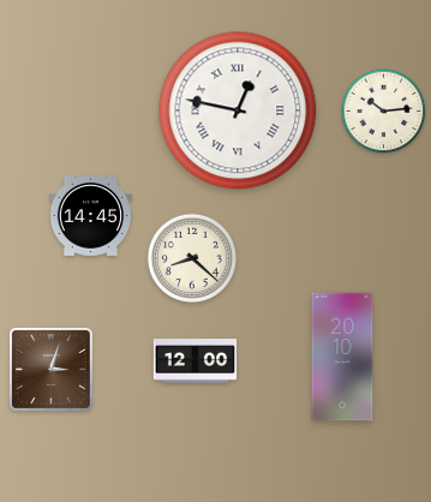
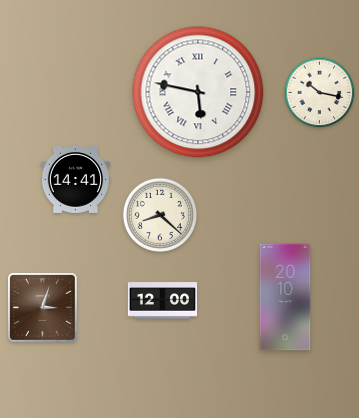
clock at (238, 110): 12:47 -> 5:47
clock at (384, 112): 10:14 -> 10:17
clock at (91, 216): 14:45 -> 14:41
